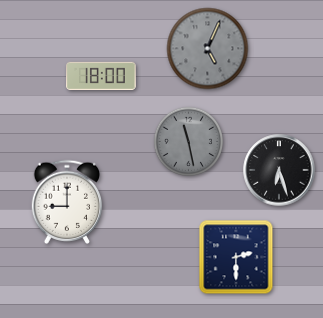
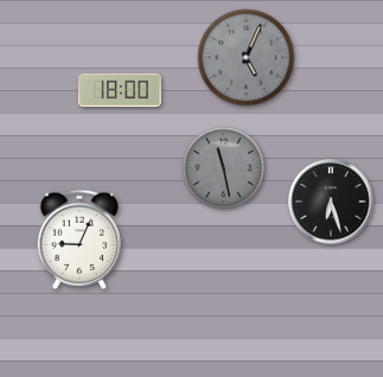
clock at (67, 202): 9:00 -> 9:04
clock at (236, 257): 2:30 -> none
